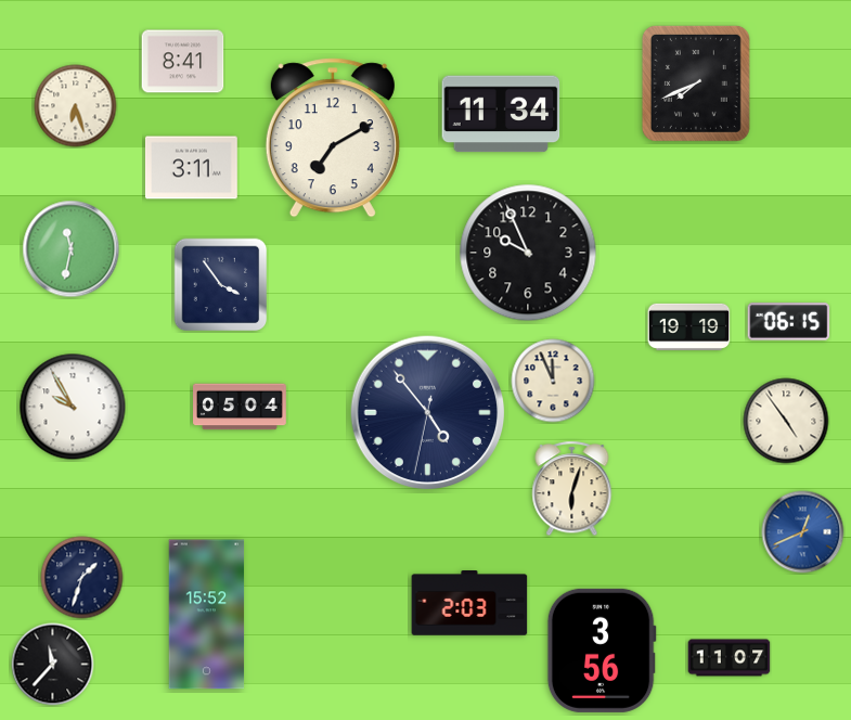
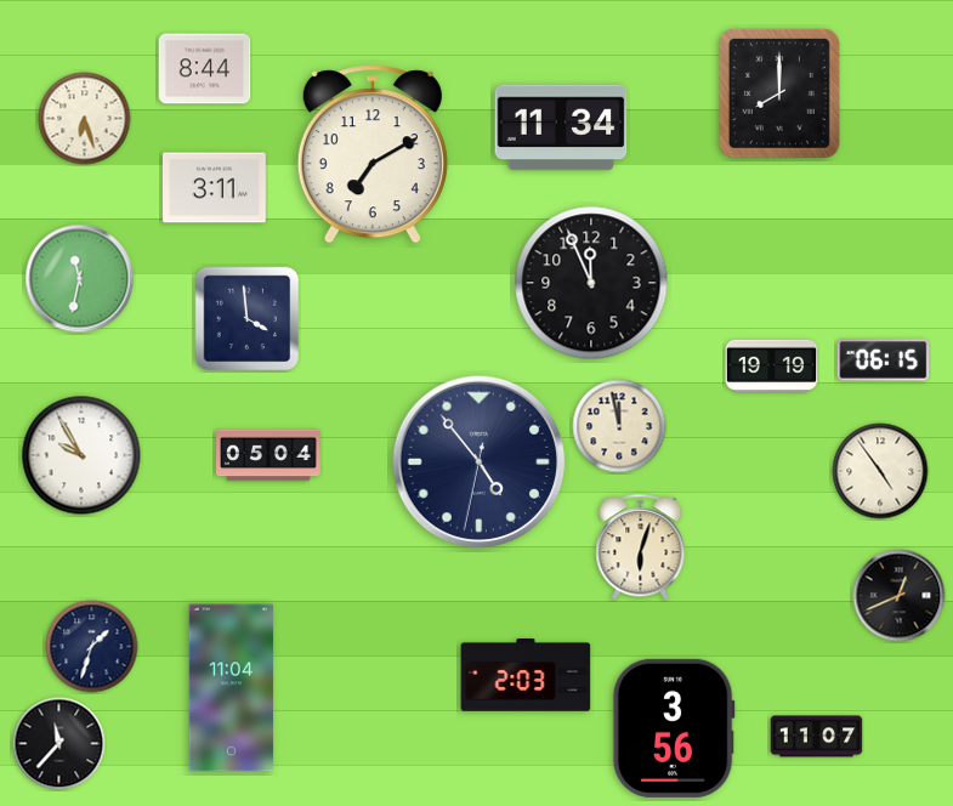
clock at (183, 62): 8:41 -> 8:44
clock at (696, 83): 7:41 -> 8:00
clock at (528, 253): 9:56 -> 11:56
clock at (221, 285): 3:54 -> 3:59
clock at (553, 381): 11:56 -> 11:58
clock at (803, 532) dial: blue -> black
clock at (207, 615): 15:52 -> 11:04
